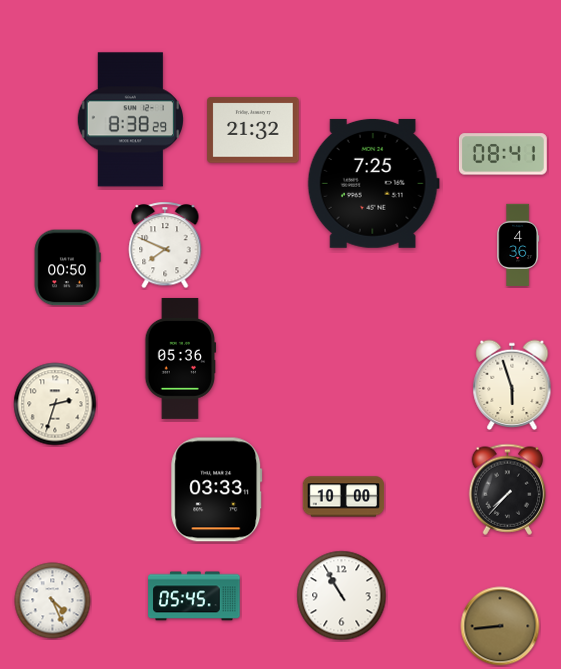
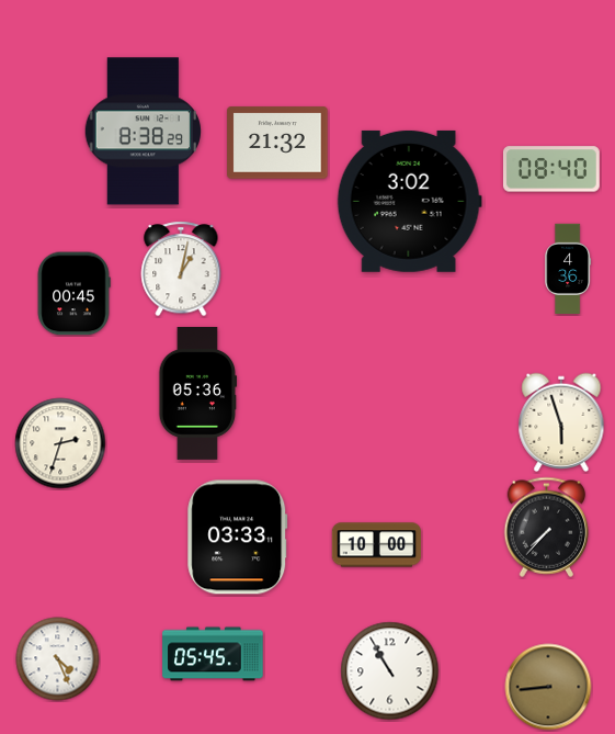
clock at (503, 154): 08:41 -> 08:40
clock at (373, 183): 7:25 -> 3:02
clock at (165, 245): 7:49 -> 1:02
clock at (67, 268): 00:50 -> 00:45
clock at (508, 489) position: (508, 489) -> (547, 527)
clock at (342, 596) position: (342, 596) -> (390, 671)
